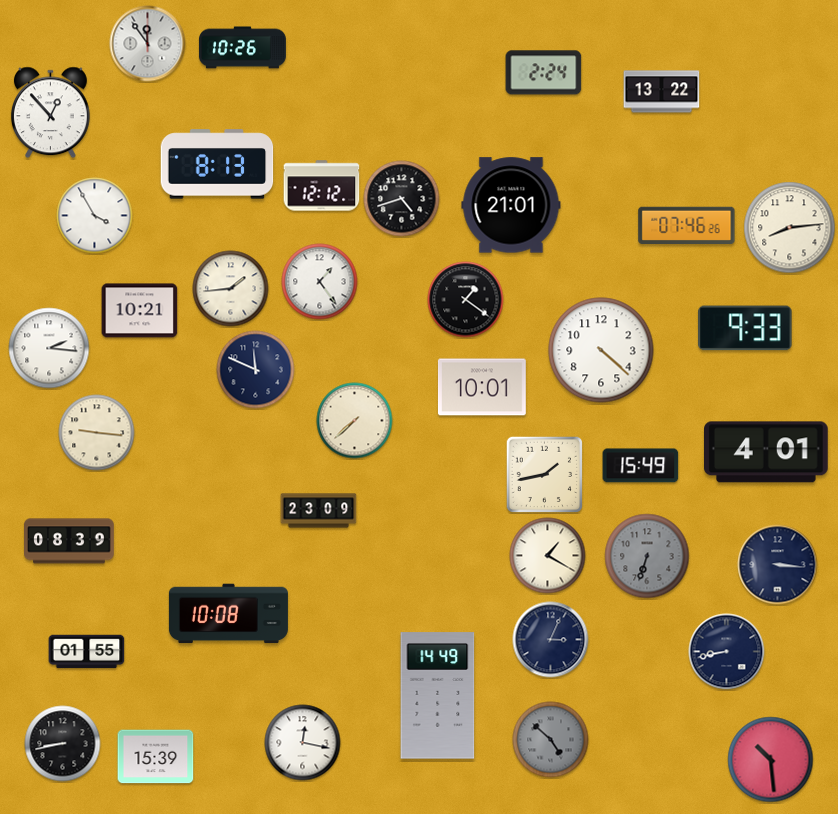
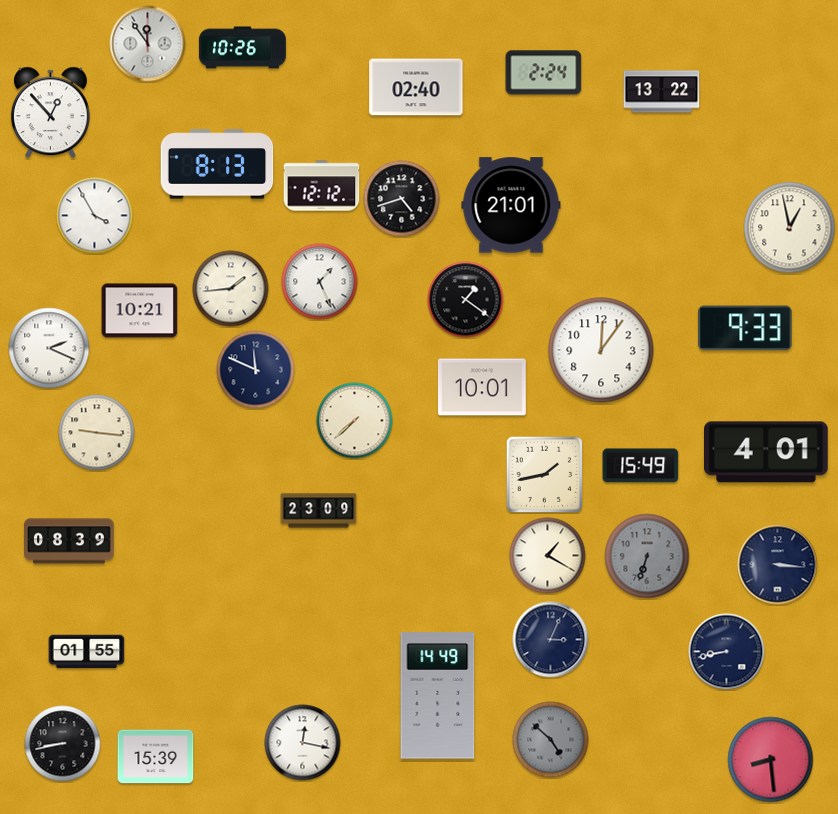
clock at (416, 87): none -> 02:40
clock at (687, 225): 07:46 -> none
clock at (790, 228): 8:14 -> 12:58
clock at (320, 282): 1:24 -> 1:26
clock at (49, 348): 2:16 -> 2:19
clock at (601, 350): 4:22 -> 12:06
clock at (228, 614): 10:08 -> none
clock at (771, 760): 10:29 -> 8:29
